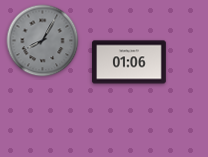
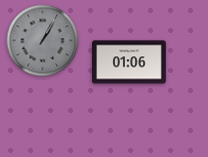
clock at (43, 41): 8:05 -> 1:05
